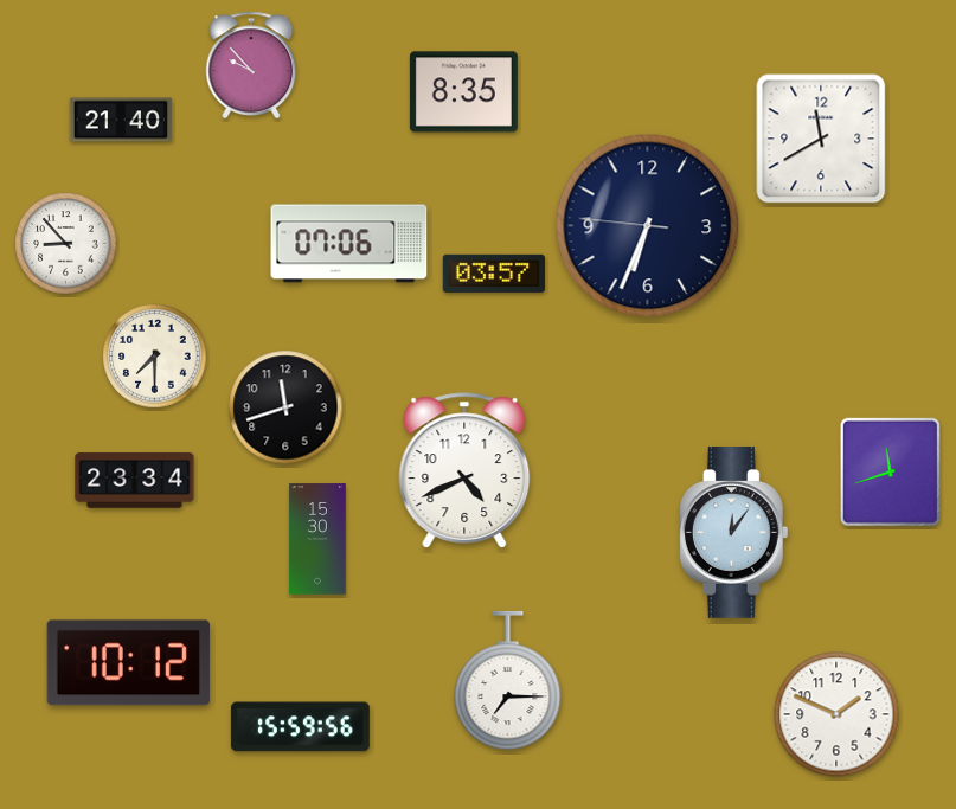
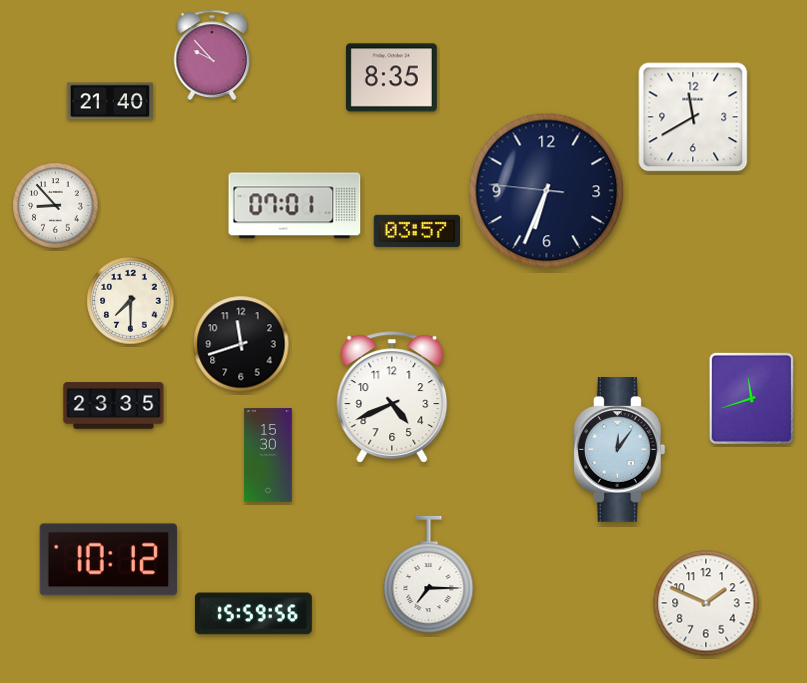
clock at (121, 120) position: (121, 120) -> (110, 101)
clock at (349, 244): 07:06 -> 07:01
clock at (135, 481): 23:34 -> 23:35
